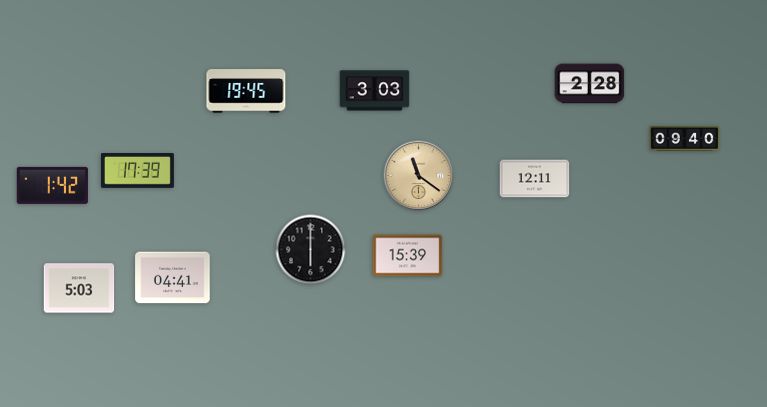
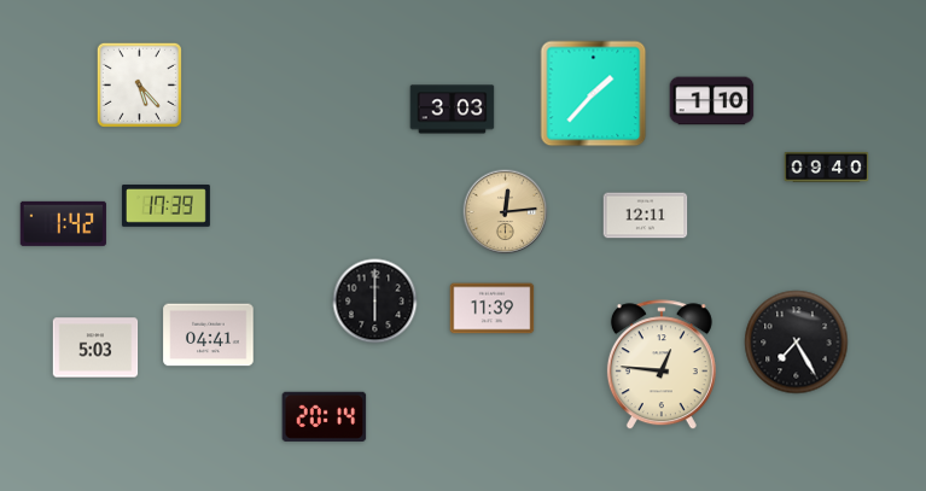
clock at (139, 84): none -> 5:23
clock at (594, 94): none -> 1:37
clock at (590, 84): 2:28 -> 1:10
clock at (246, 91): 19:45 -> none
clock at (419, 176): 11:21 -> 12:14
clock at (408, 256): 15:39 -> 11:39
clock at (797, 343): none -> 7:25
clock at (662, 366): none -> 12:46
clock at (325, 416): none -> 20:14
